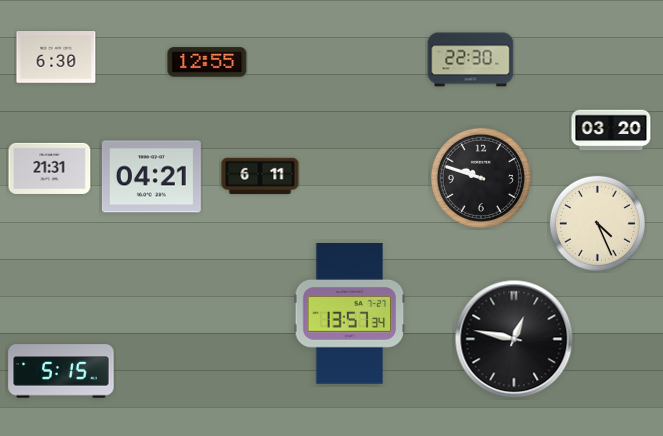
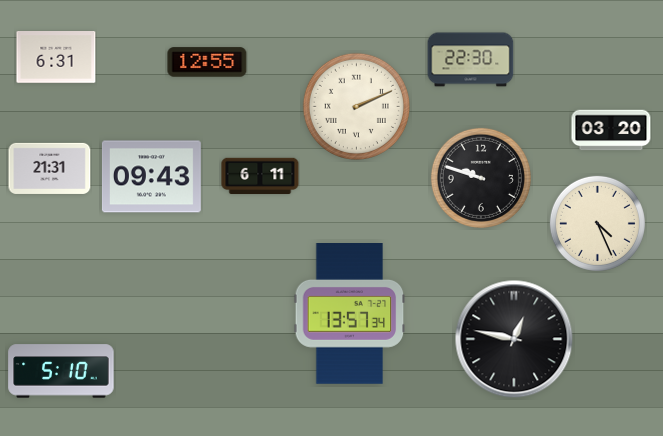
clock at (56, 57): 6:30 -> 6:31
clock at (356, 106): none -> 2:11
clock at (151, 177): 04:21 -> 09:43
clock at (61, 371): 5:15 -> 5:10
